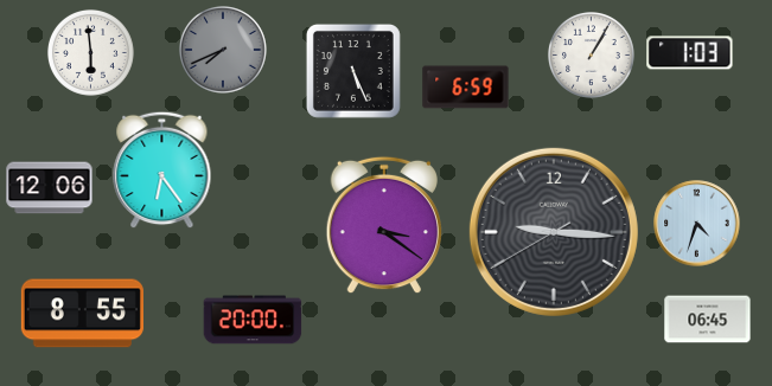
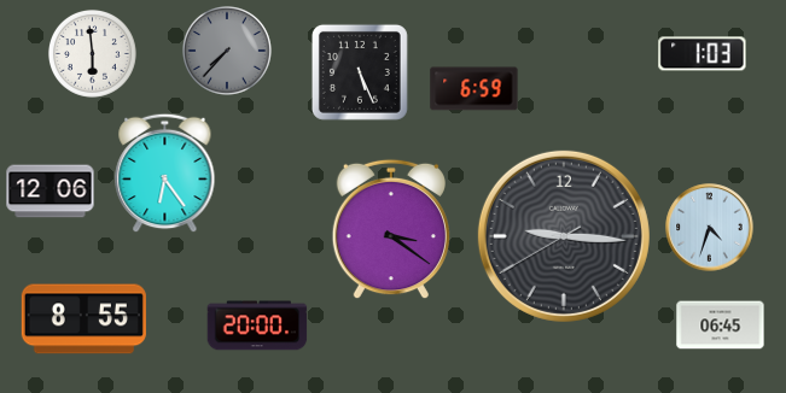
clock at (224, 51): 7:41 -> 7:37
clock at (591, 54): 1:05 -> none
